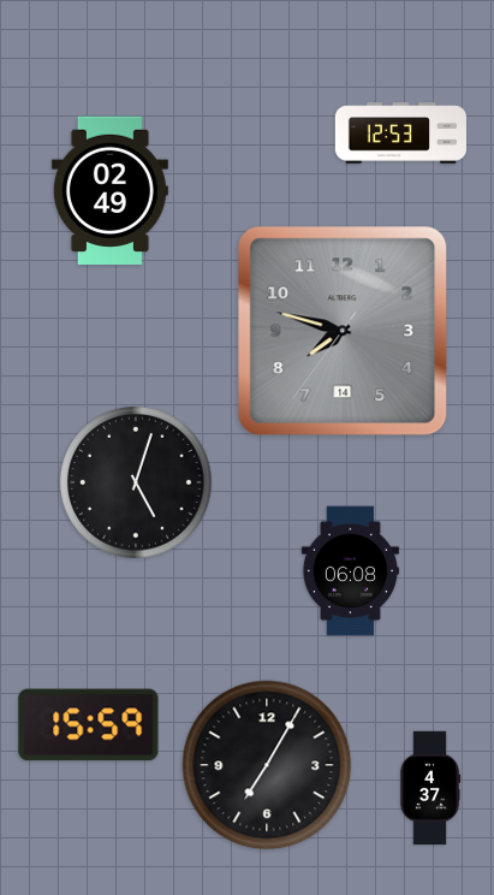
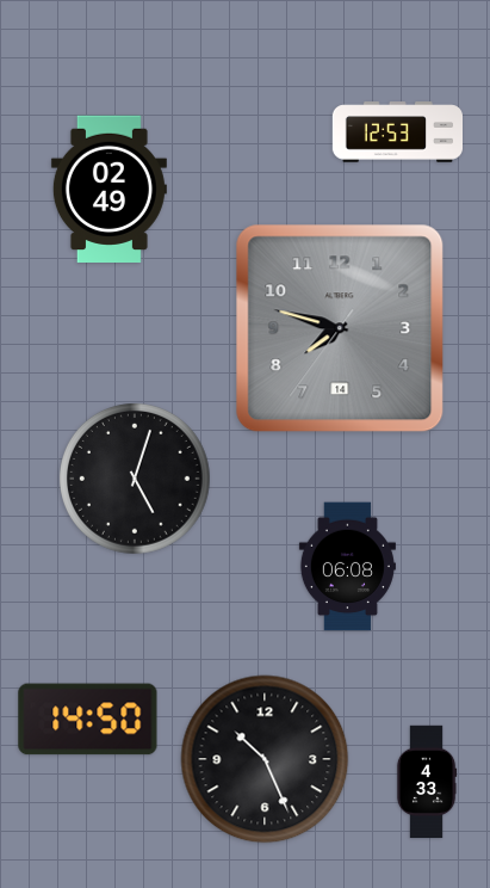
clock at (89, 725): 15:59 -> 14:50
clock at (267, 765): 7:05 -> 10:26
clock at (430, 788): 4:37 -> 4:33
